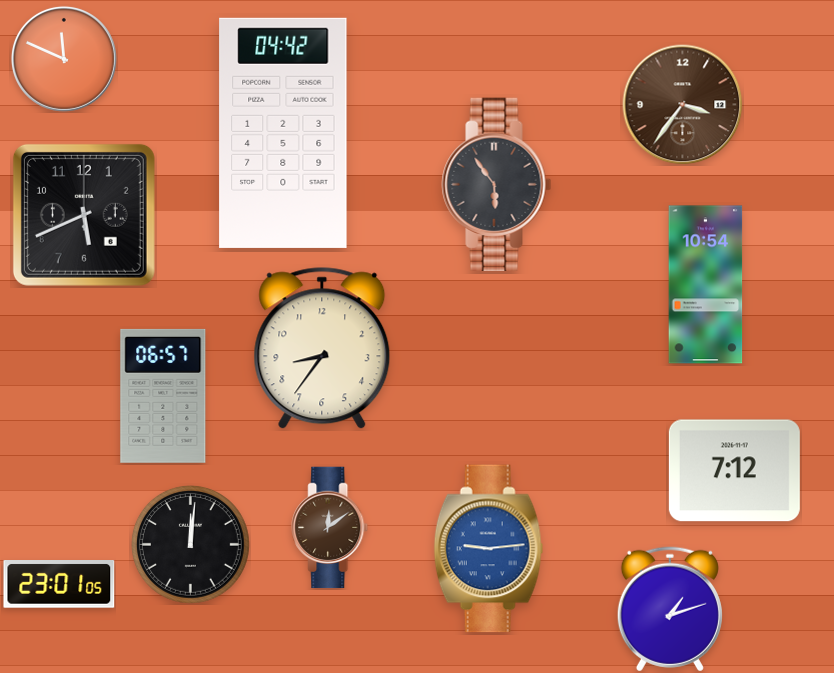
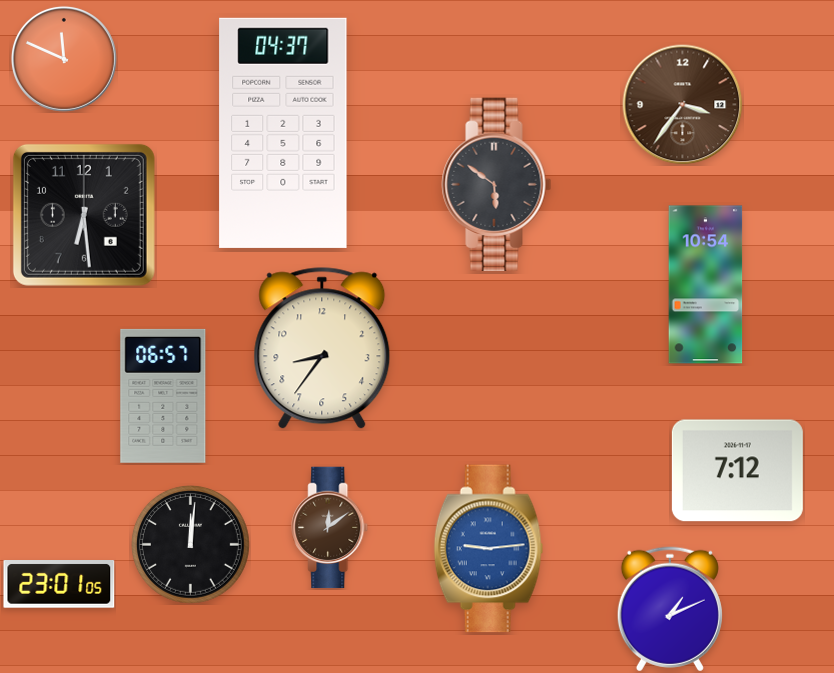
clock at (283, 133): 04:42 -> 04:37
clock at (497, 184): 5:54 -> 5:51
clock at (84, 215): 5:41 -> 6:29
clock at (734, 471) position: (734, 471) -> (737, 471)
clock at (670, 609): 1:12 -> 1:11
